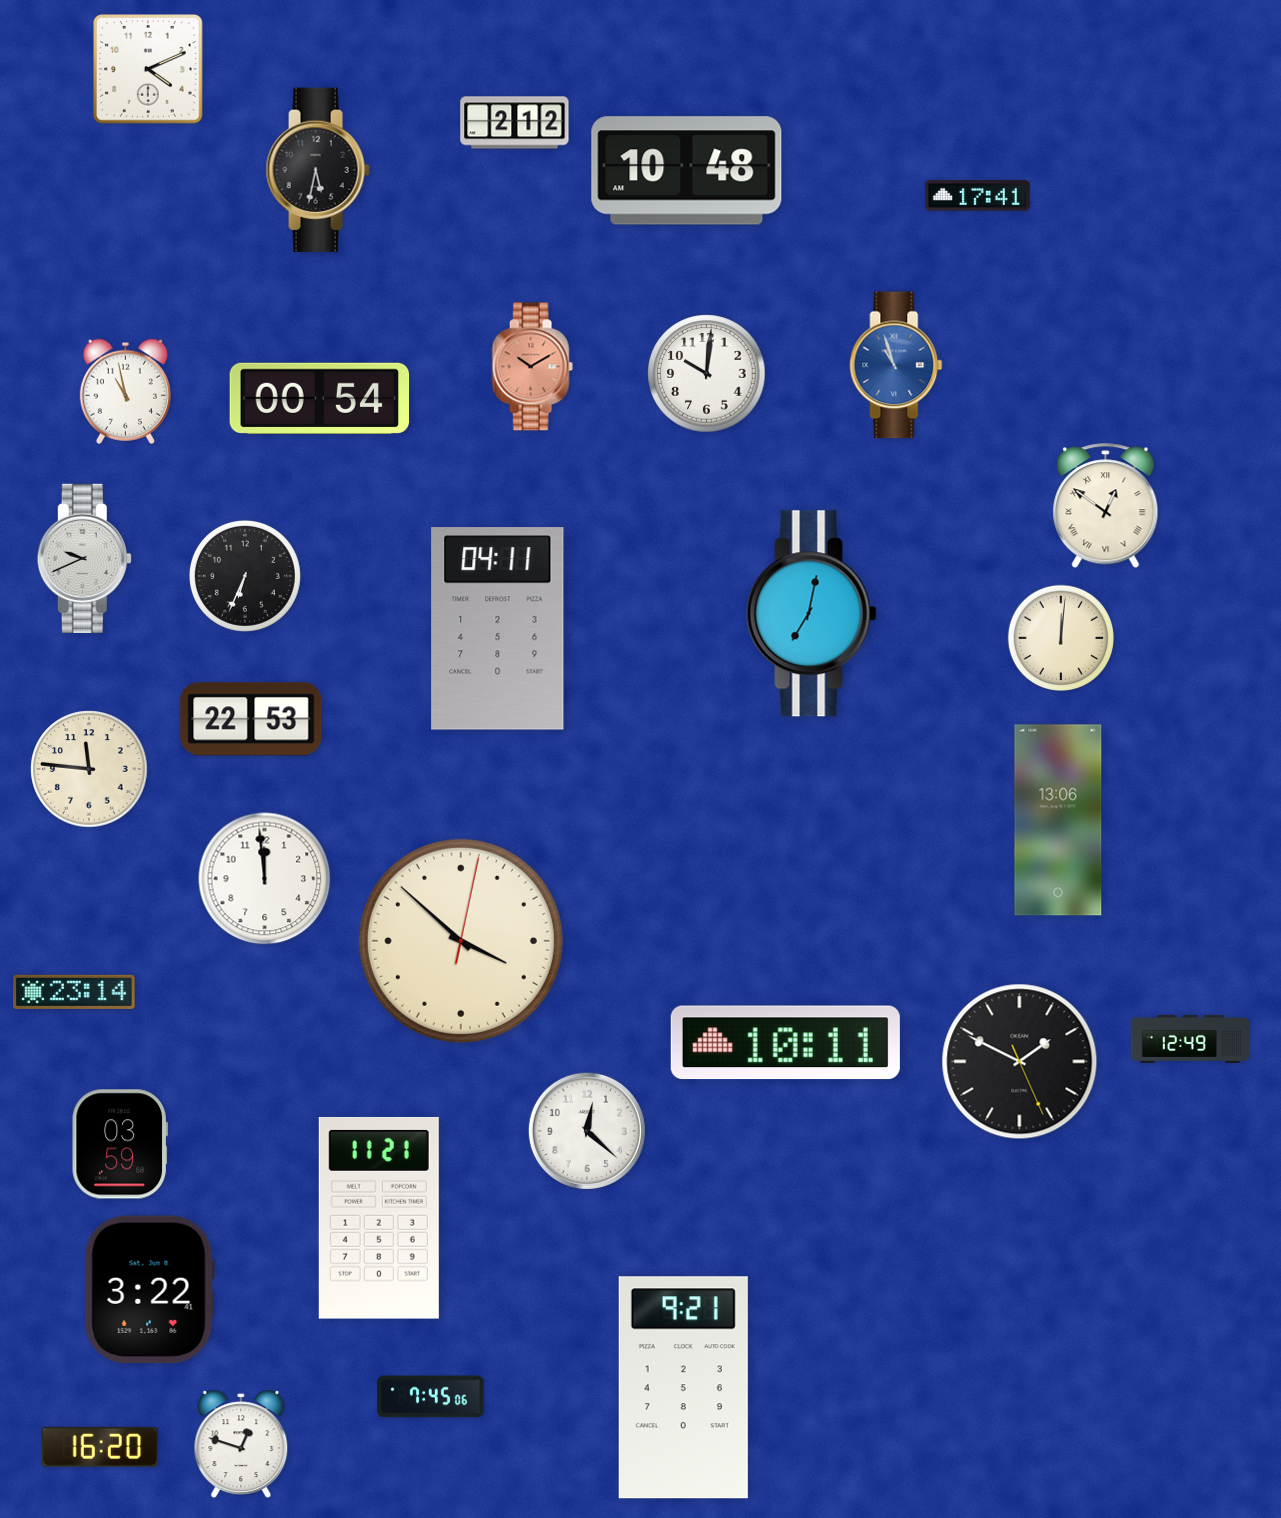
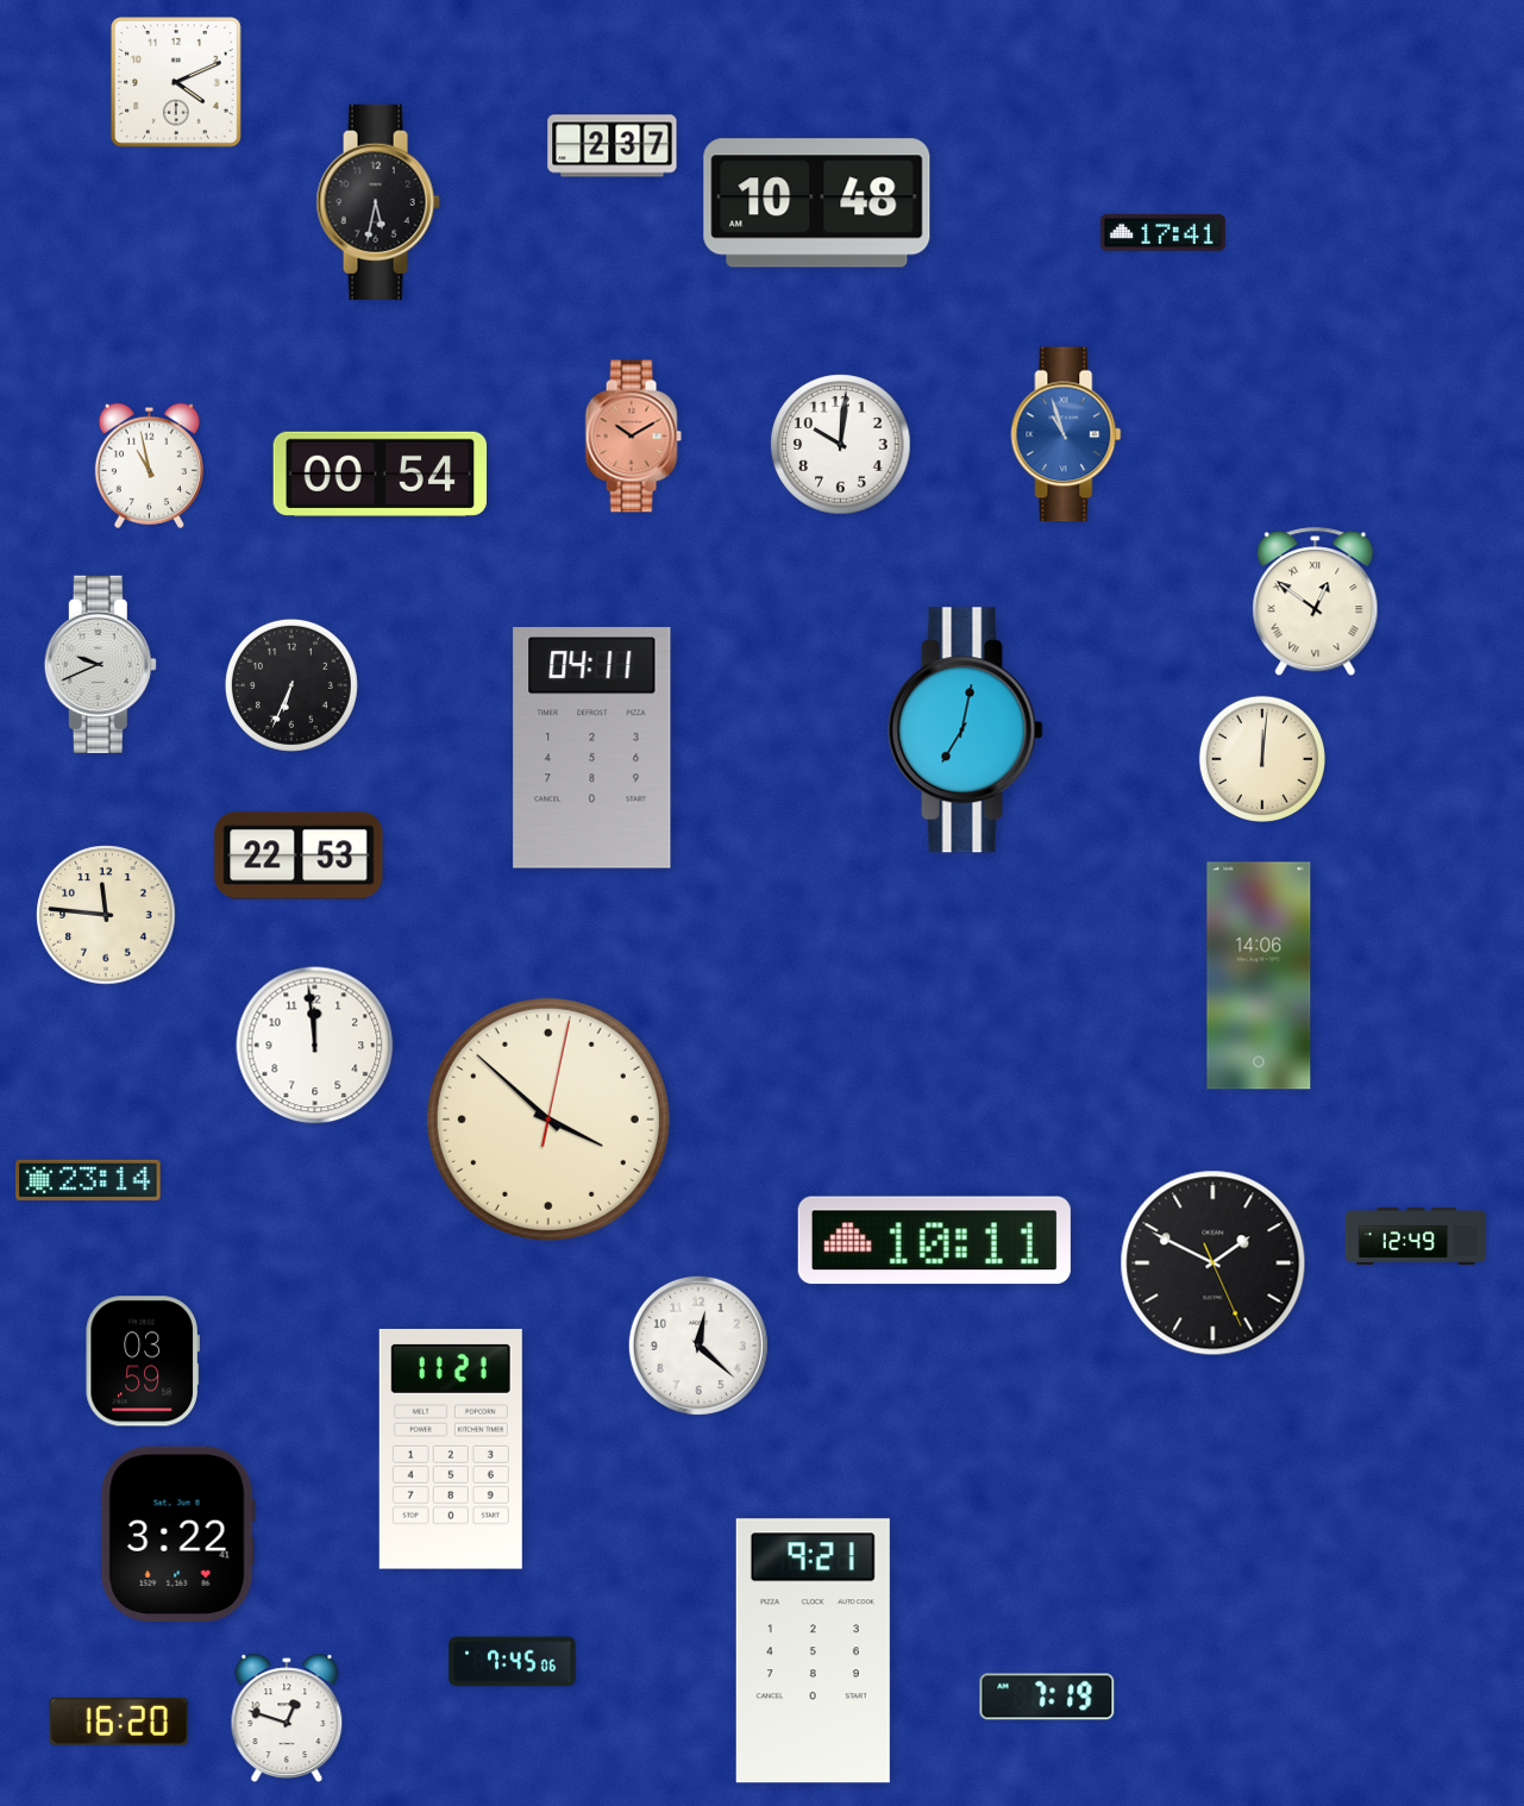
clock at (515, 123): 2:12 -> 2:37
clock at (1058, 820): 13:06 -> 14:06
clock at (1047, 1697): none -> 7:19
